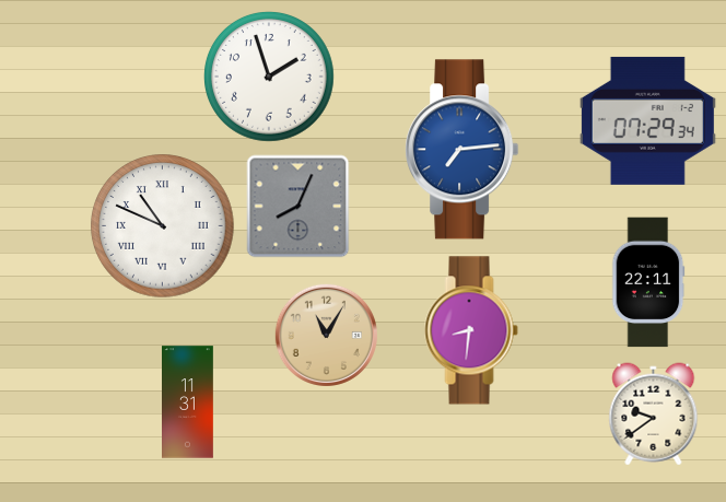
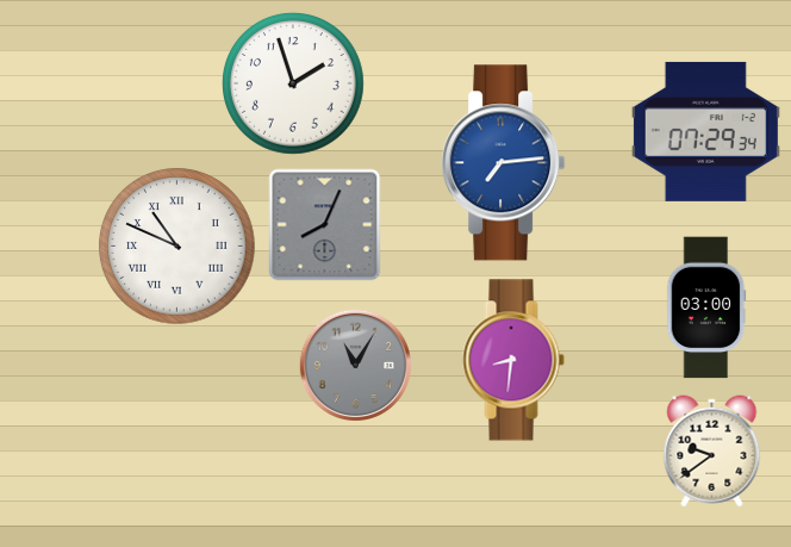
clock at (648, 282): 22:11 -> 03:00
clock at (326, 335) dial: champagne -> grey
clock at (188, 402): 11:31 -> none
